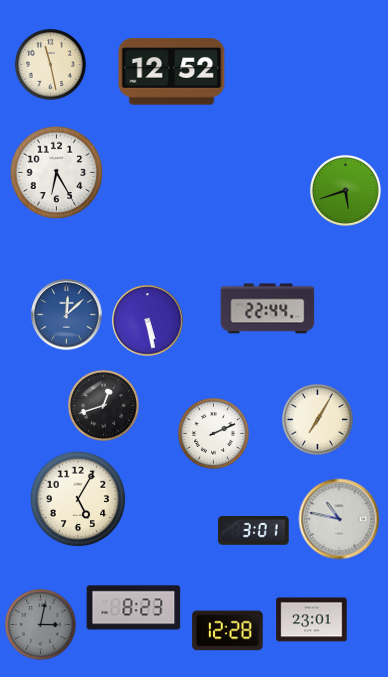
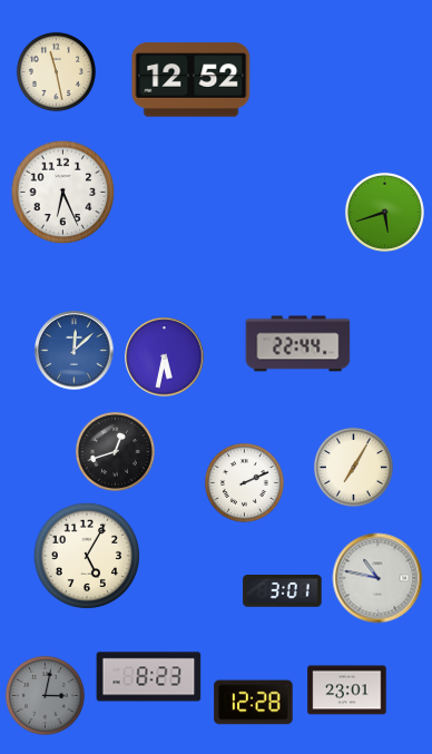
clock at (57, 173): 6:25 -> 6:26
clock at (148, 321): 5:28 -> 5:32
clock at (213, 433) position: (213, 433) -> (244, 482)
